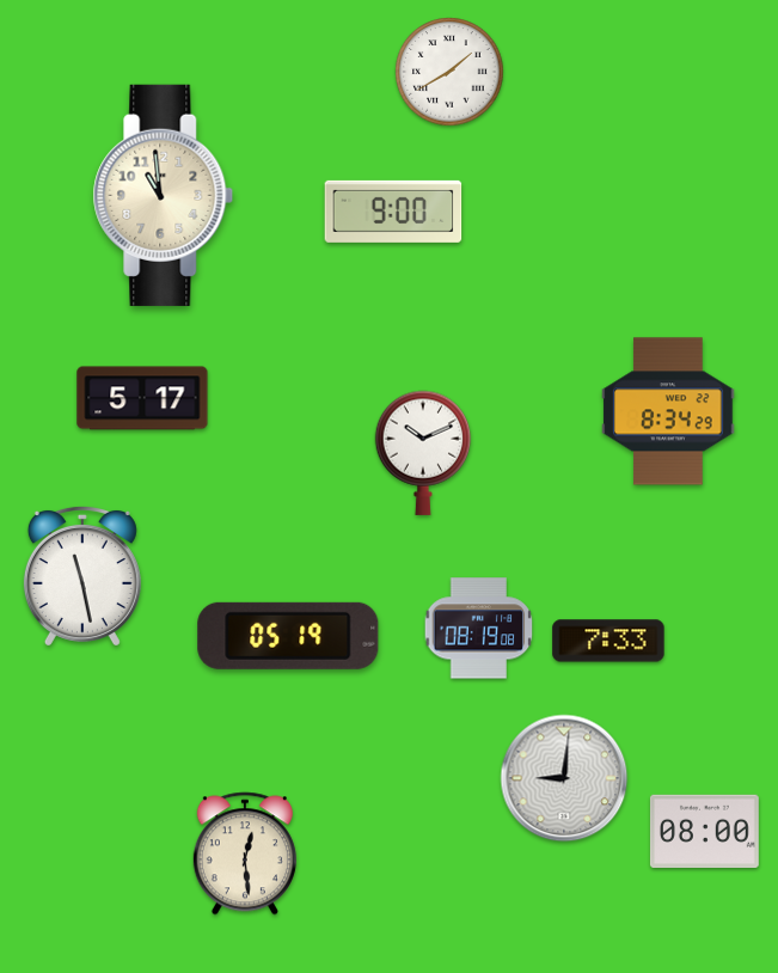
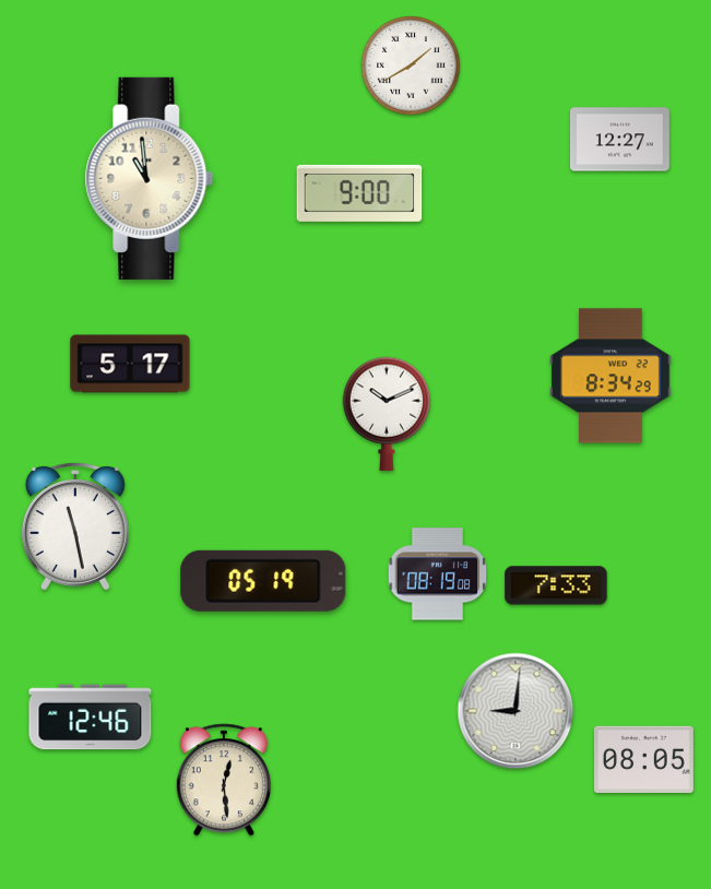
clock at (619, 140): none -> 12:27
clock at (91, 718): none -> 12:46
clock at (704, 831): 08:00 -> 08:05
